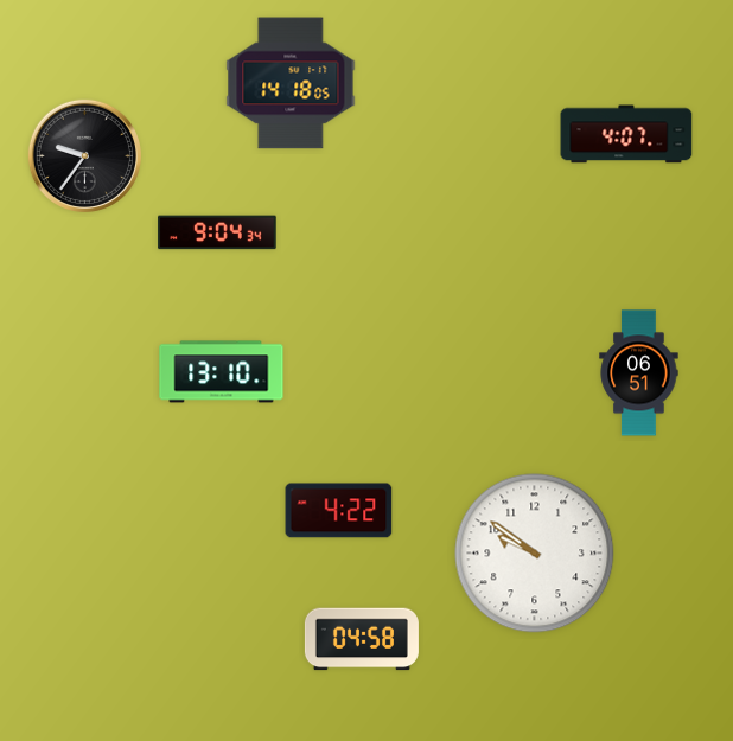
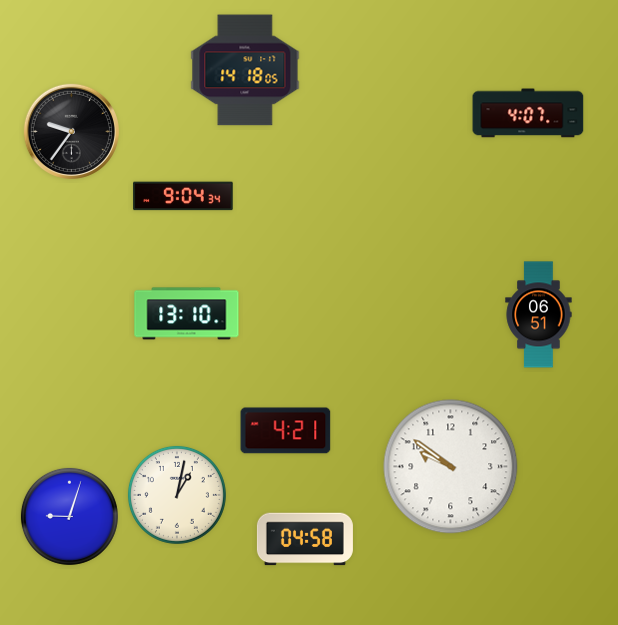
clock at (339, 511): 4:22 -> 4:21
clock at (177, 495): none -> 1:02
clock at (69, 516): none -> 9:03
